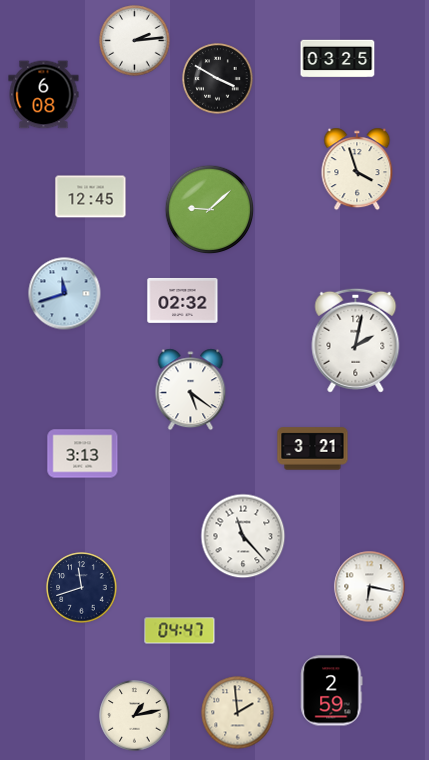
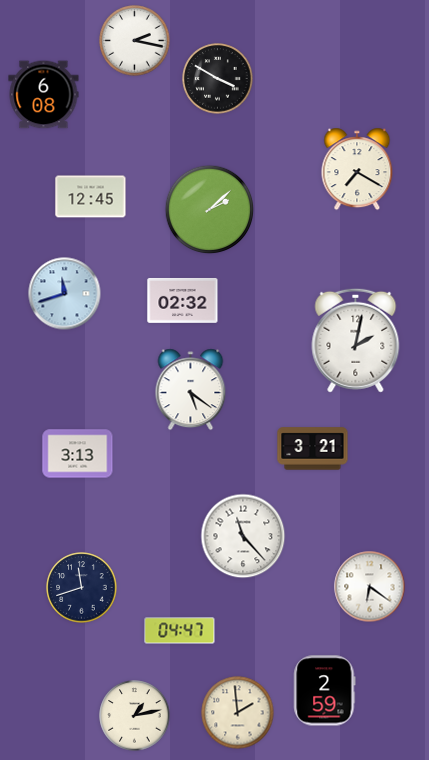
clock at (135, 41): 2:14 -> 2:17
clock at (338, 59): 03:25 -> none
clock at (357, 169): 3:57 -> 7:20
clock at (210, 210): 9:08 -> 2:08
clock at (83, 454) position: (83, 454) -> (78, 454)
clock at (370, 587): 6:17 -> 6:21
clock at (332, 691) position: (332, 691) -> (325, 691)
